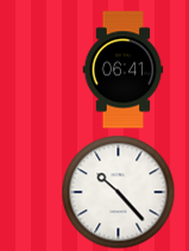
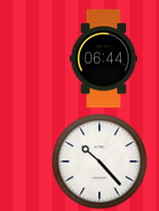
clock at (124, 70): 06:41 -> 06:44
